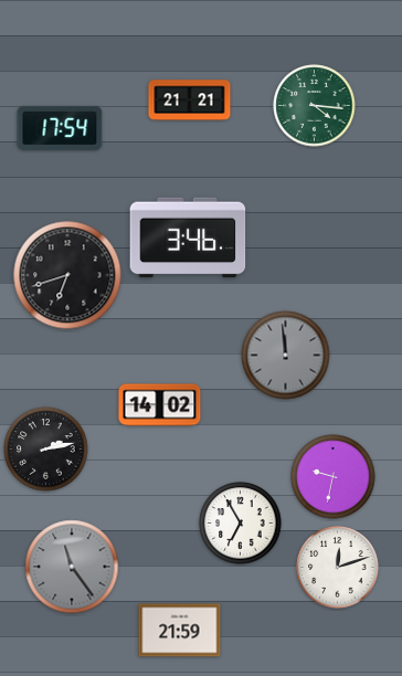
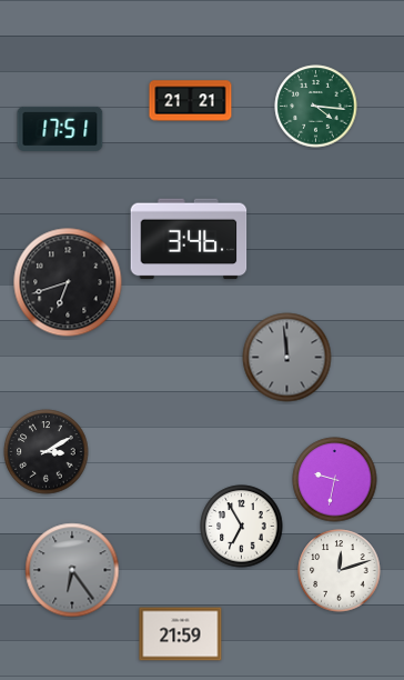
clock at (60, 128): 17:54 -> 17:51
clock at (67, 275) position: (67, 275) -> (68, 282)
clock at (160, 405): 14:02 -> none
clock at (46, 450): 2:13 -> 3:10
clock at (72, 567): 11:24 -> 6:24
